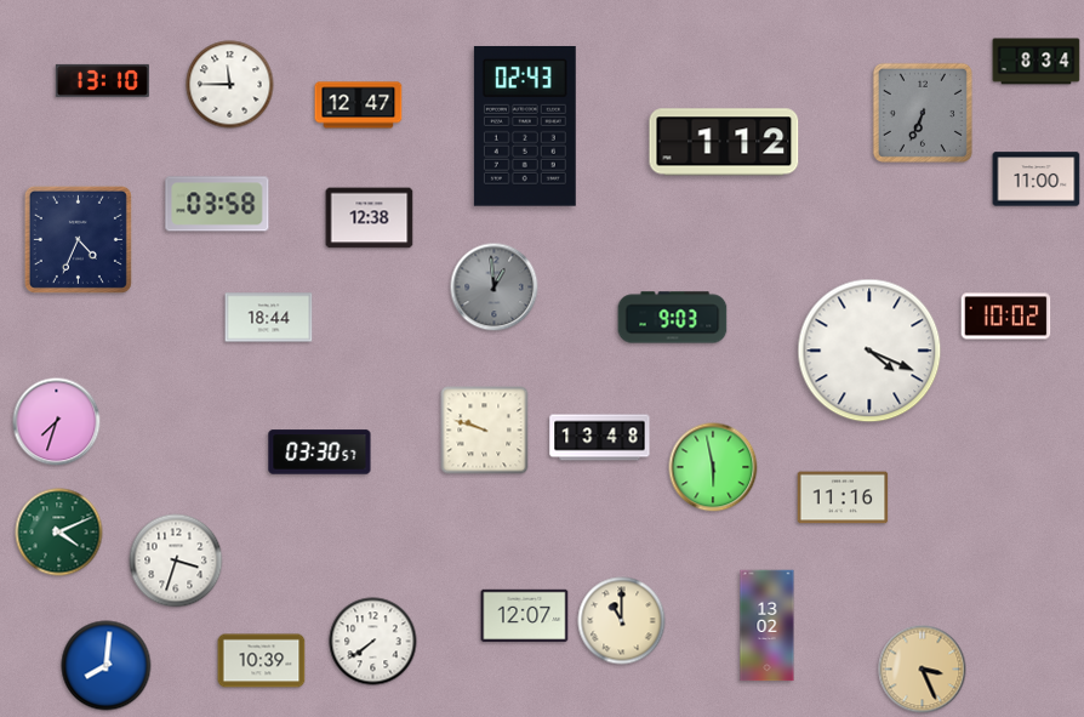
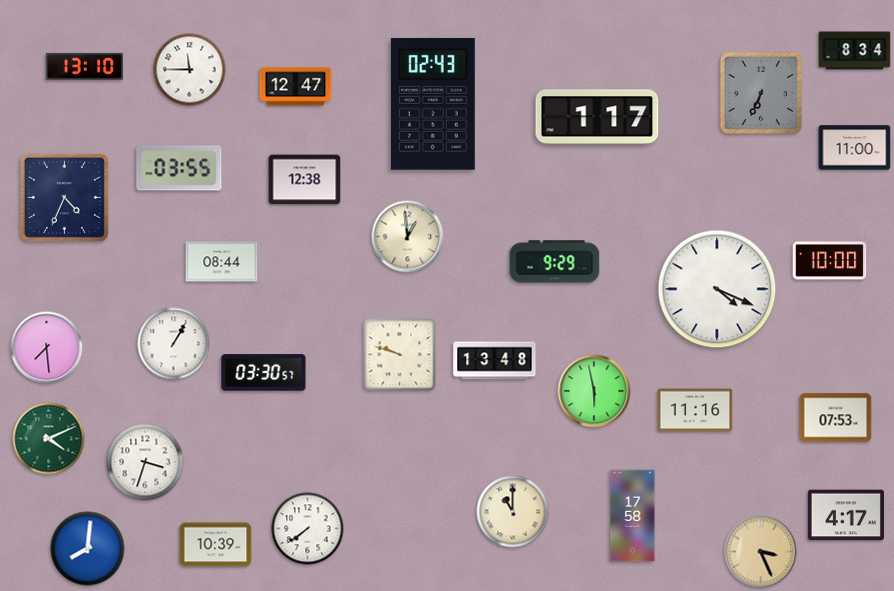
clock at (724, 142): 1:12 -> 1:17
clock at (217, 204): 03:58 -> 03:55
clock at (495, 288) dial: grey -> cream
clock at (1006, 317): 10:02 -> 10:00
clock at (269, 318): 18:44 -> 08:44
clock at (673, 318): 9:03 -> 9:29
clock at (174, 344): none -> 1:05
clock at (57, 422): 7:33 -> 7:29
clock at (713, 467) position: (713, 467) -> (594, 391)
clock at (836, 418): none -> 07:53
clock at (525, 616): 12:07 -> none
clock at (846, 515): none -> 4:17
clock at (768, 626): 13:02 -> 17:58
